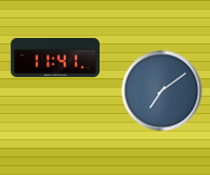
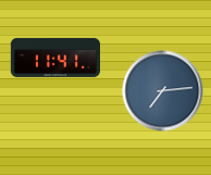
clock at (162, 91): 7:09 -> 7:14
